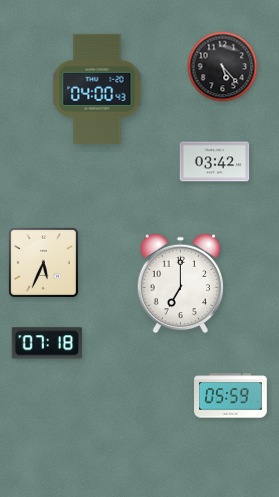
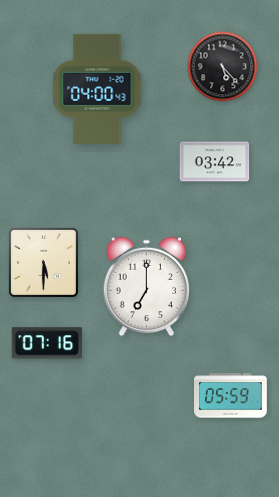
clock at (43, 262): 5:34 -> 5:30
clock at (180, 284) position: (180, 284) -> (146, 287)
clock at (46, 343): 07:18 -> 07:16
